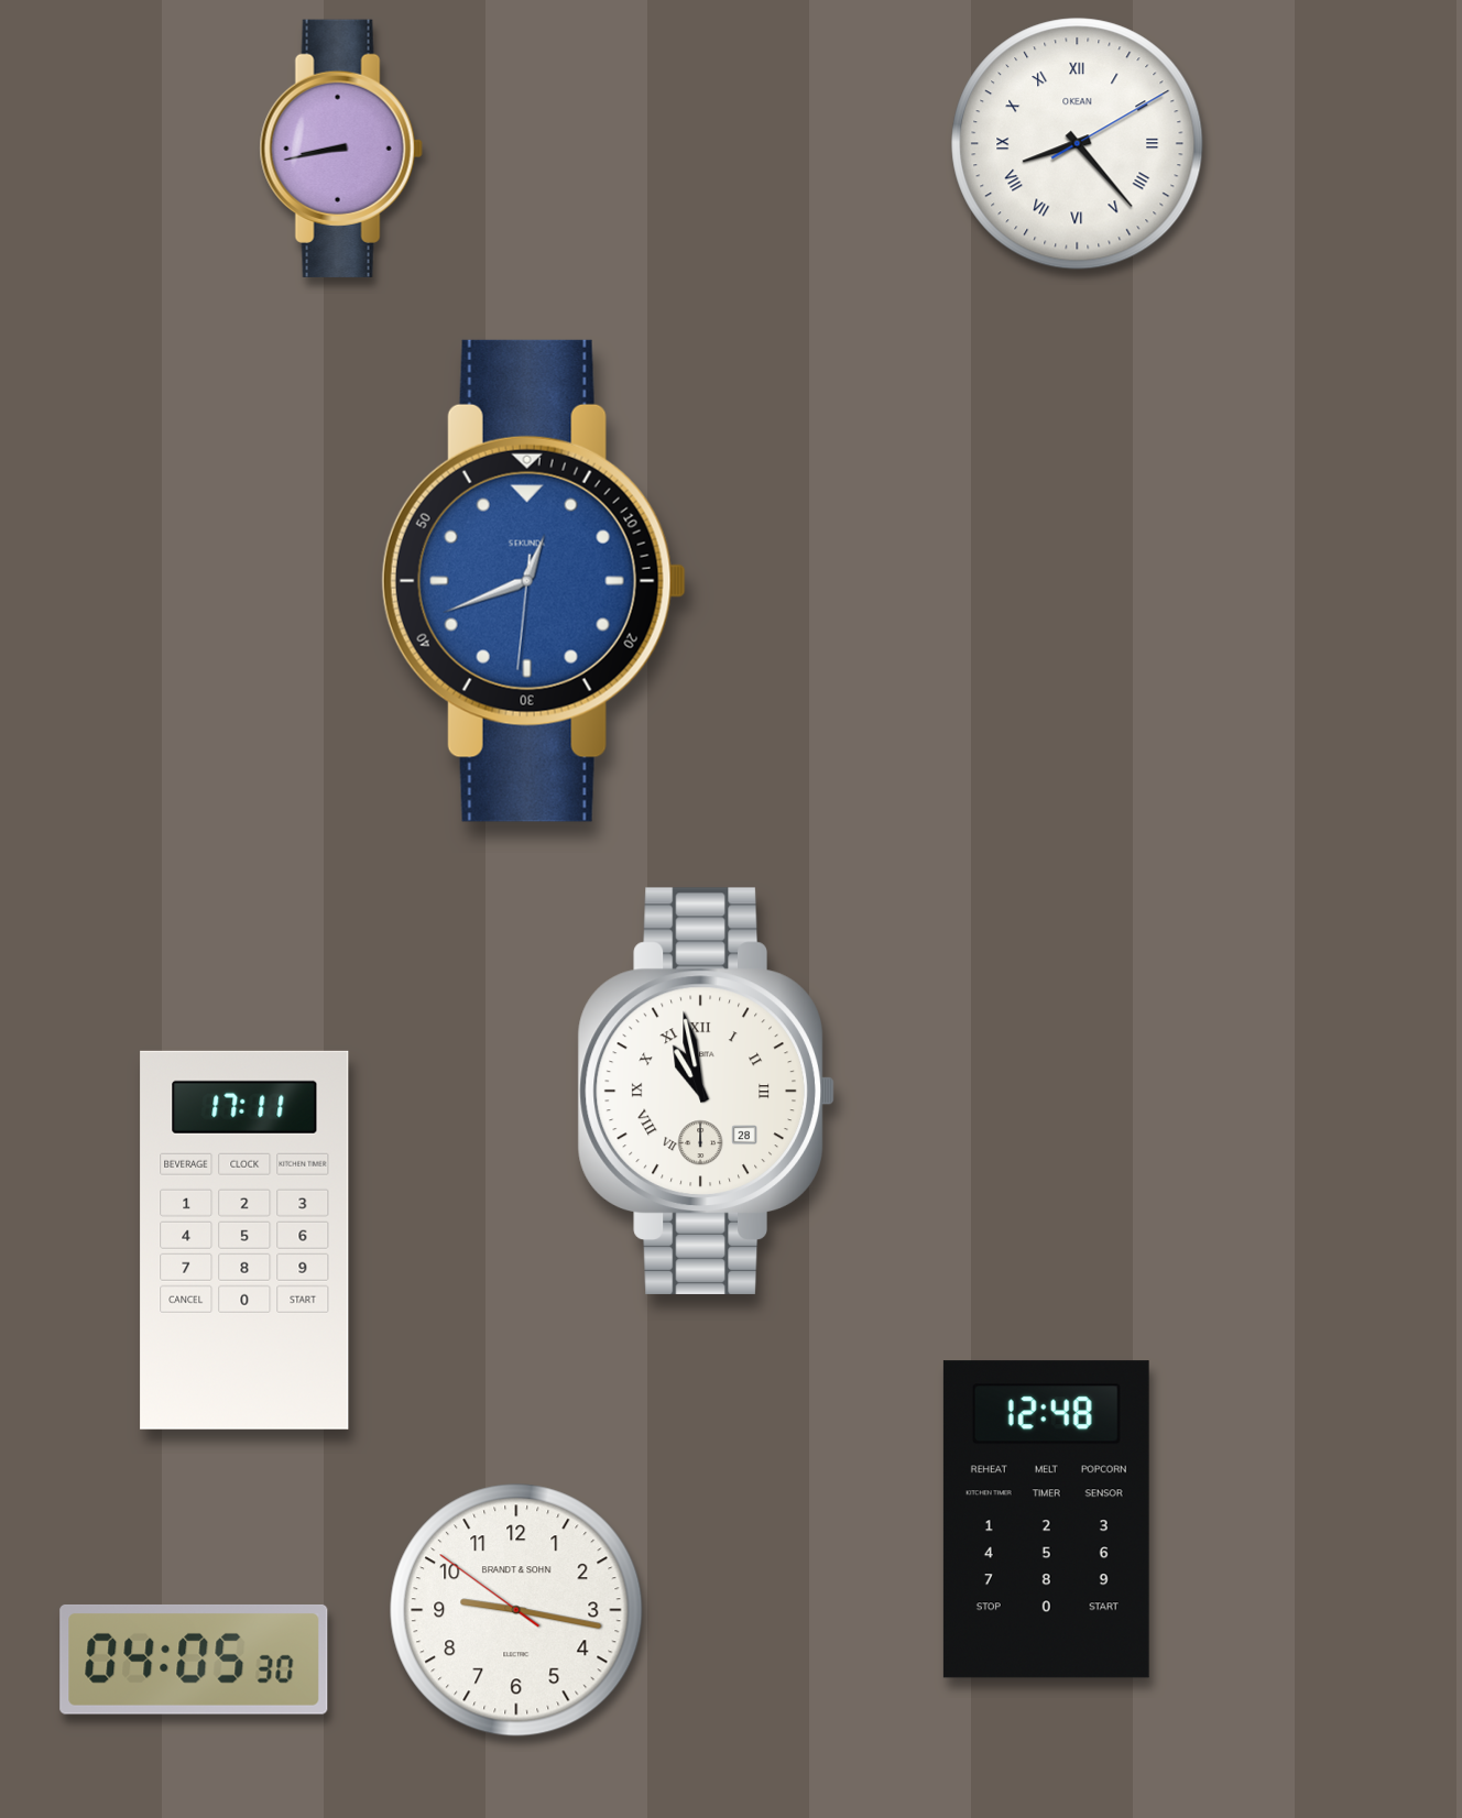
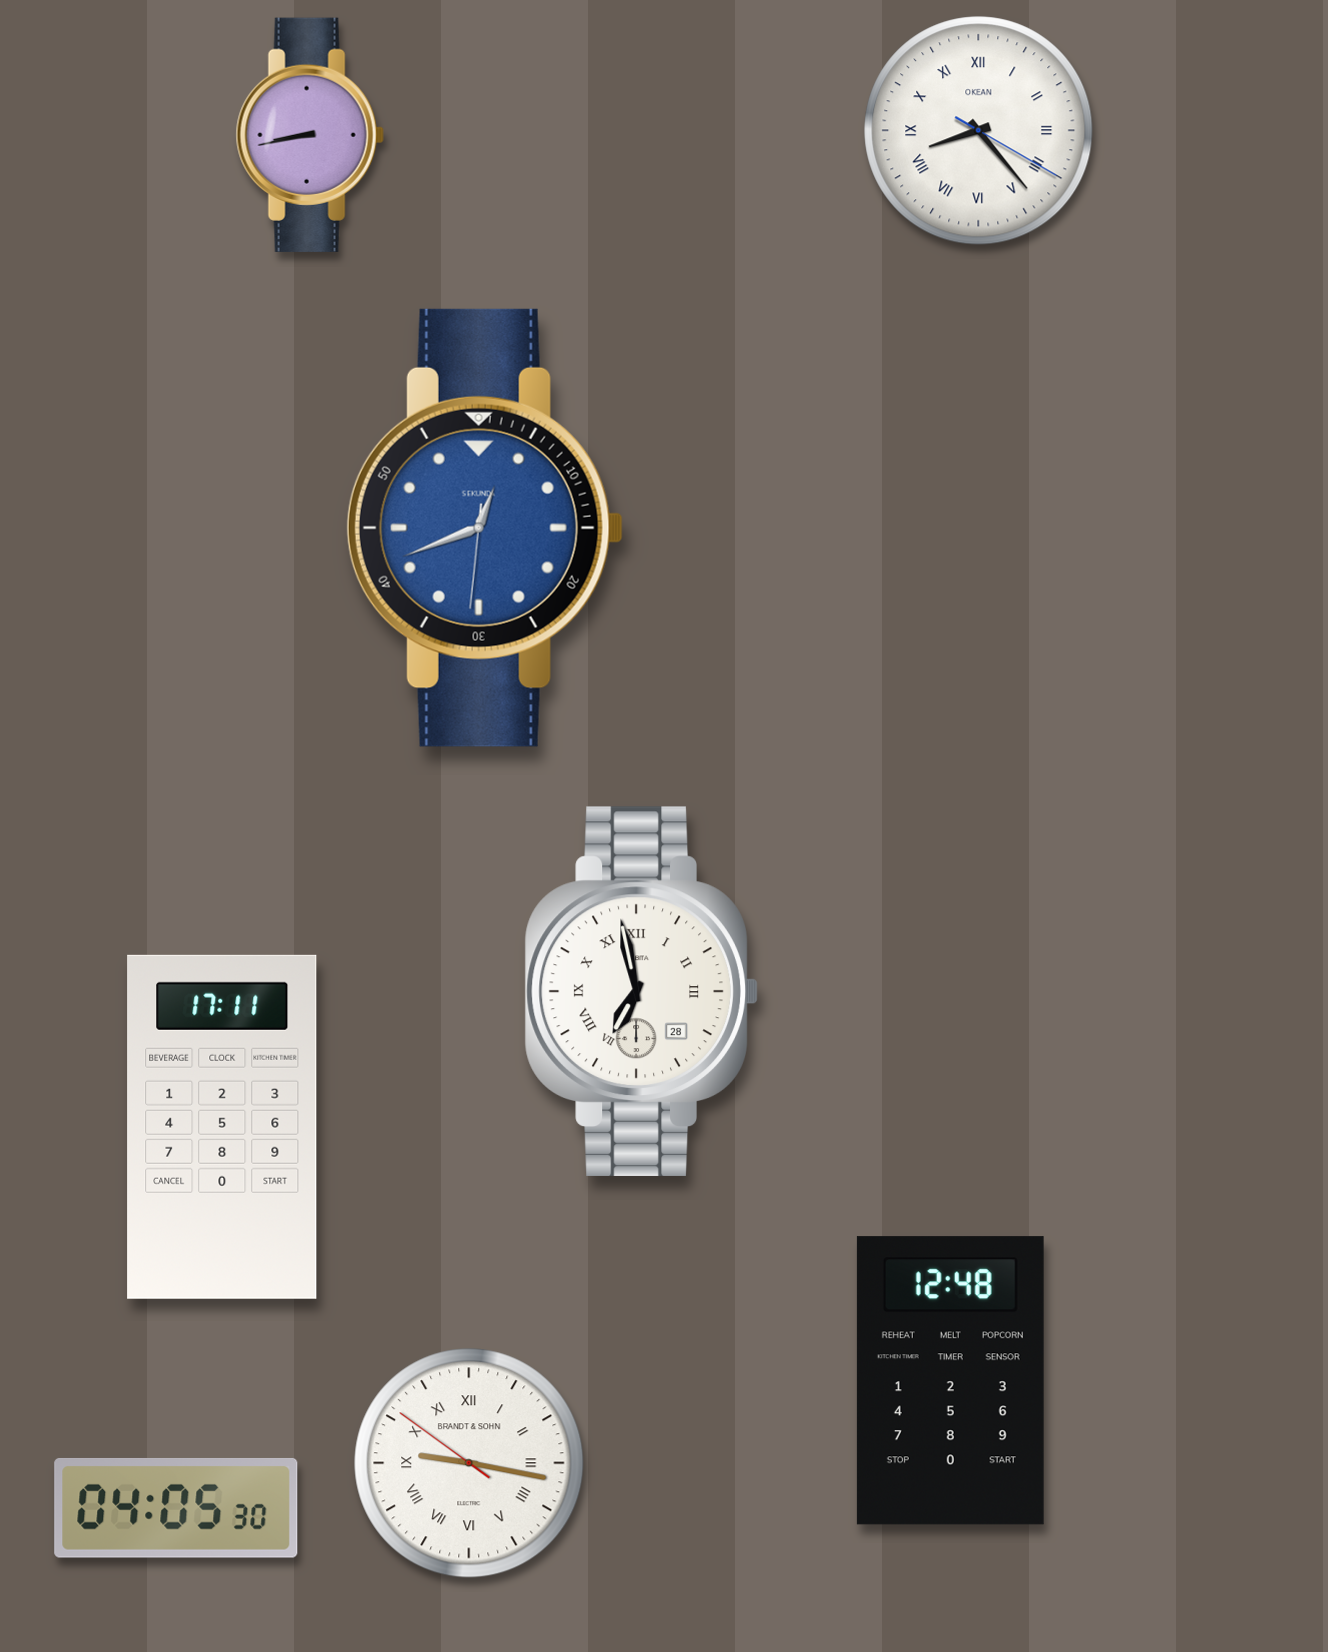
clock at (1078, 144): 8:23:10 -> 8:23:20
clock at (706, 1091): 10:58 -> 6:58
clock at (516, 1610) numerals: Arabic -> Roman
